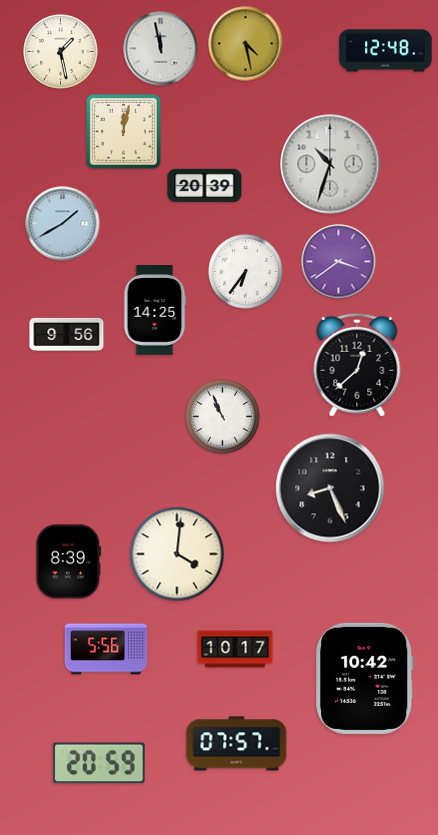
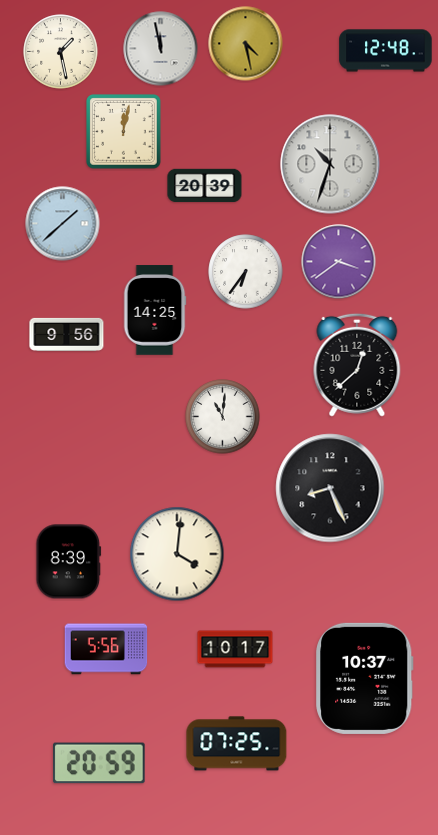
clock at (63, 224): 1:40 -> 1:38
clock at (223, 417): 10:56 -> 11:01
clock at (365, 678): 10:42 -> 10:37
clock at (237, 744): 07:57 -> 07:25
